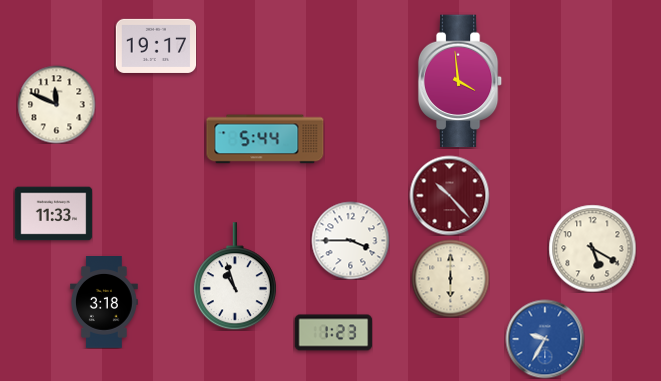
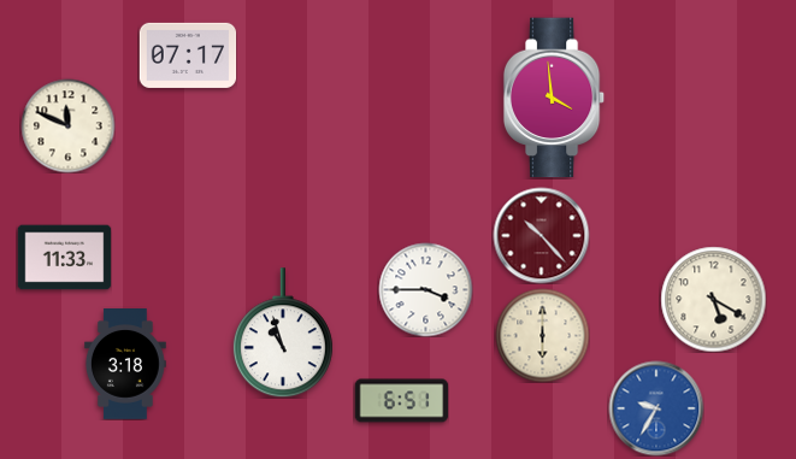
clock at (156, 46): 19:17 -> 07:17
clock at (265, 139): 5:44 -> none
clock at (350, 240) position: (350, 240) -> (425, 289)
clock at (333, 333): 1:23 -> 6:51
